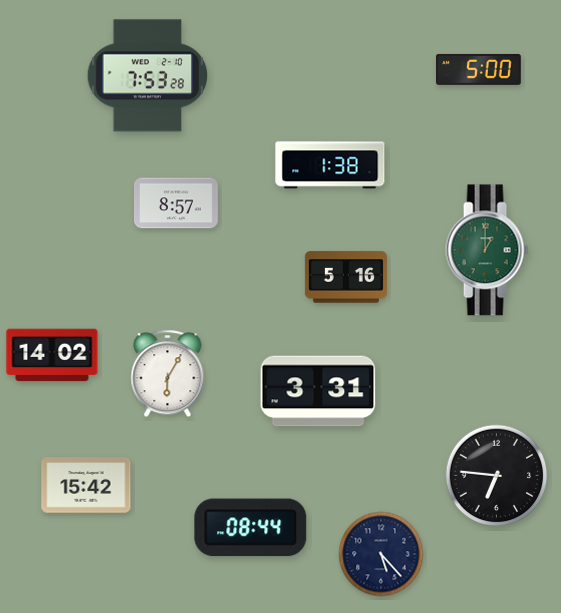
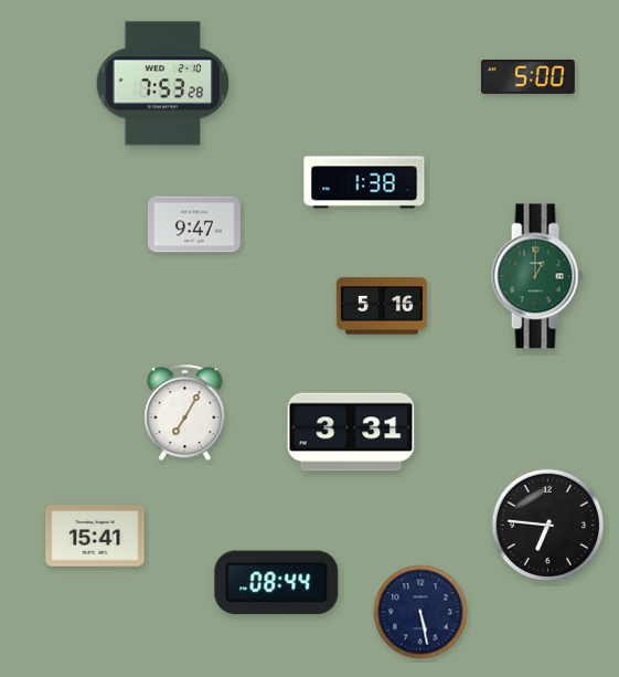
clock at (176, 203): 8:57 -> 9:47
clock at (52, 355): 14:02 -> none
clock at (168, 374): 6:05 -> 7:05
clock at (86, 485): 15:42 -> 15:41
clock at (381, 554): 5:23 -> 5:28
